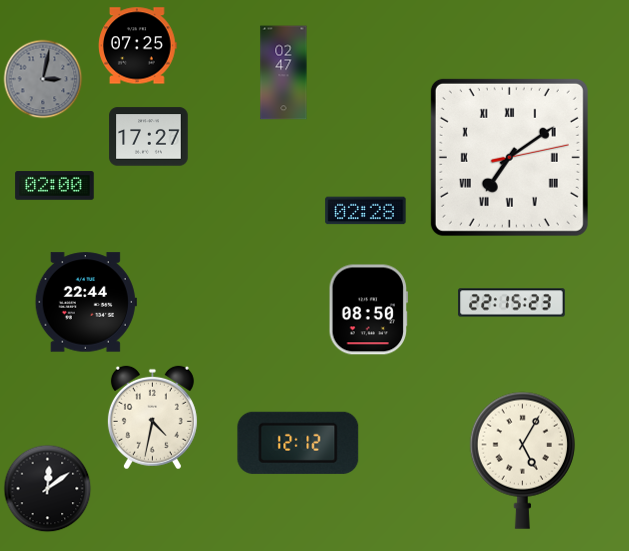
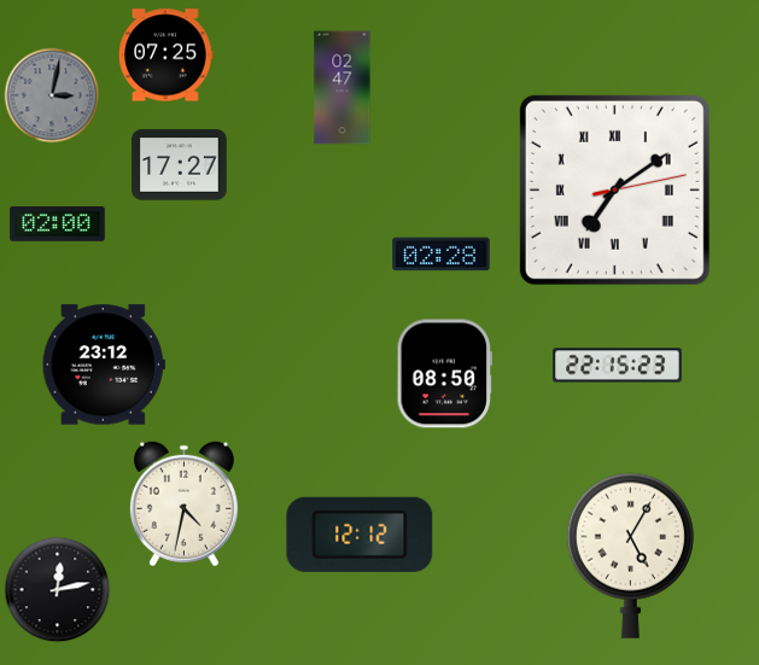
clock at (55, 186) position: (55, 186) -> (58, 224)
clock at (86, 302): 22:44 -> 23:12
clock at (48, 489): 12:09 -> 12:13
